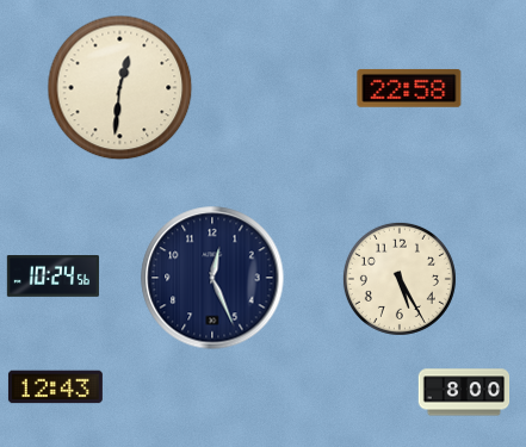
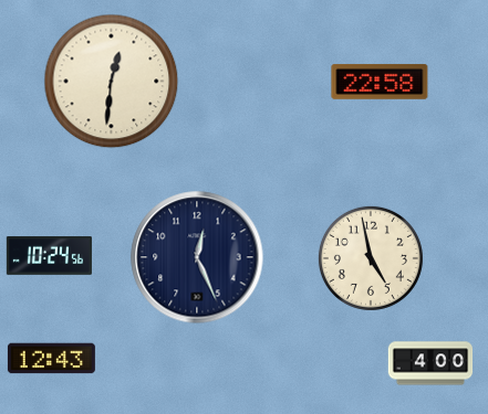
clock at (400, 279): 5:25 -> 4:58
clock at (464, 392): 8:00 -> 4:00
